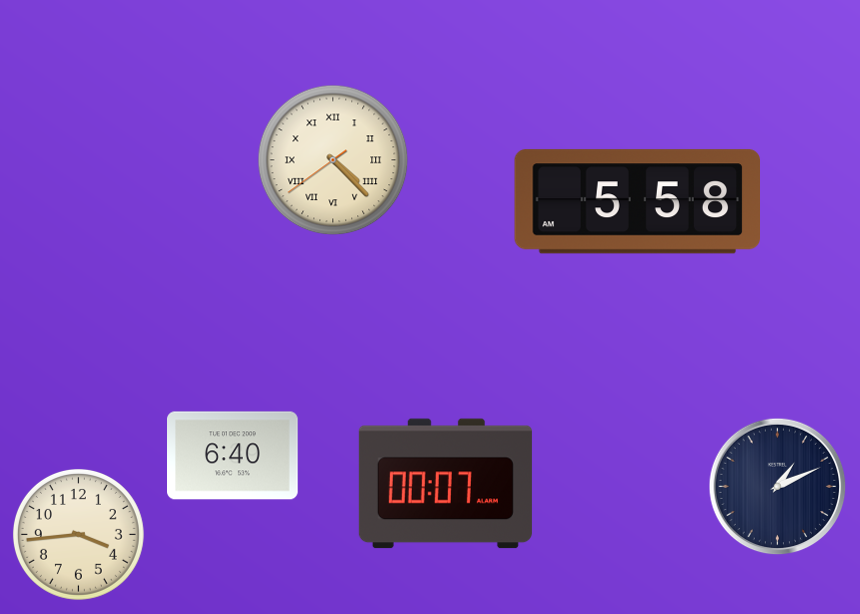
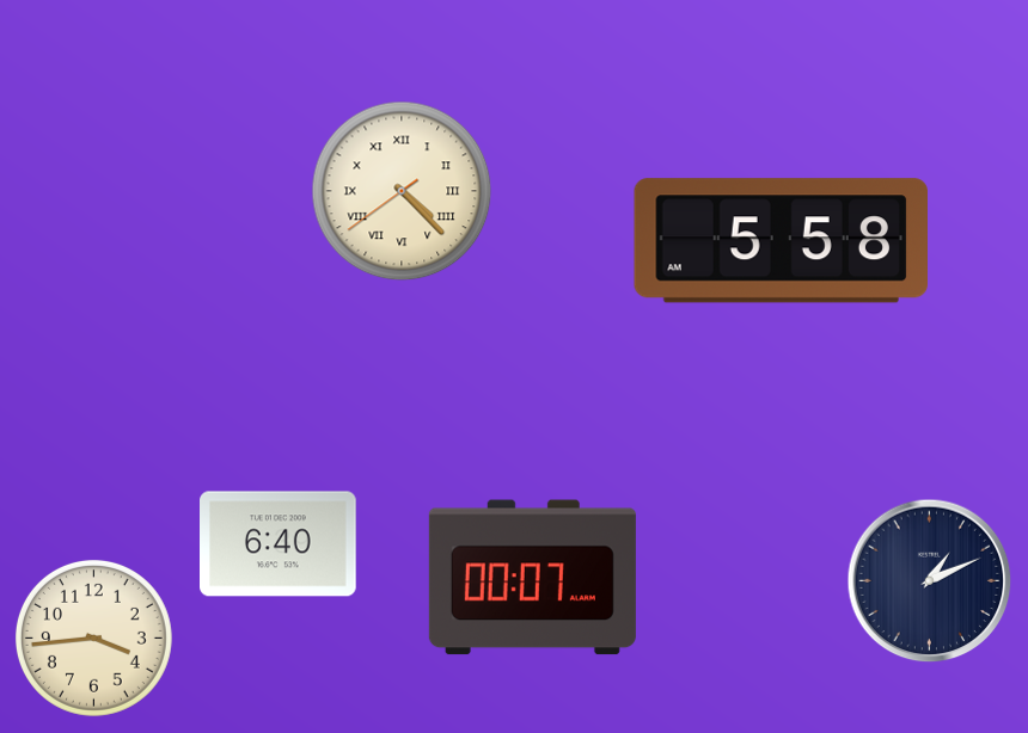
clock at (333, 160) position: (333, 160) -> (402, 191)
clock at (637, 202) position: (637, 202) -> (781, 241)
